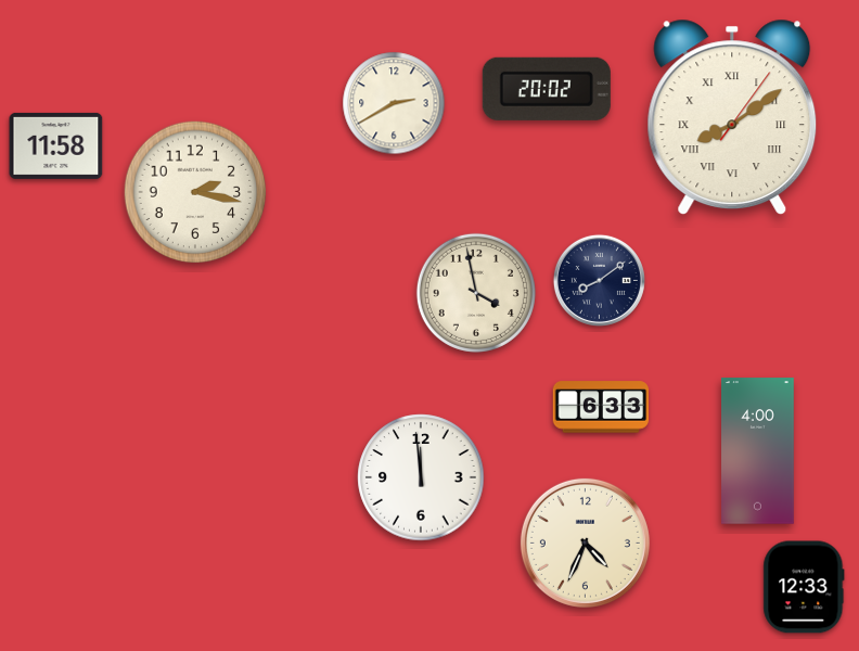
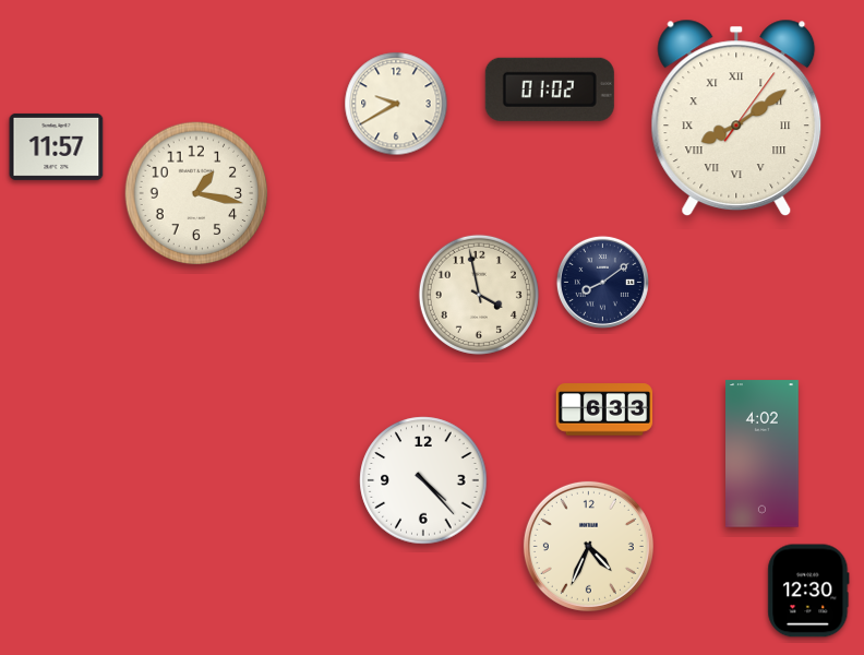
clock at (547, 89): 20:02 -> 01:02
clock at (394, 103): 2:40 -> 9:40
clock at (56, 145): 11:58 -> 11:57
clock at (195, 192): 2:17 -> 1:17
clock at (758, 451): 4:00 -> 4:02
clock at (421, 477): 11:59 -> 4:23
clock at (804, 587): 12:33 -> 12:30
